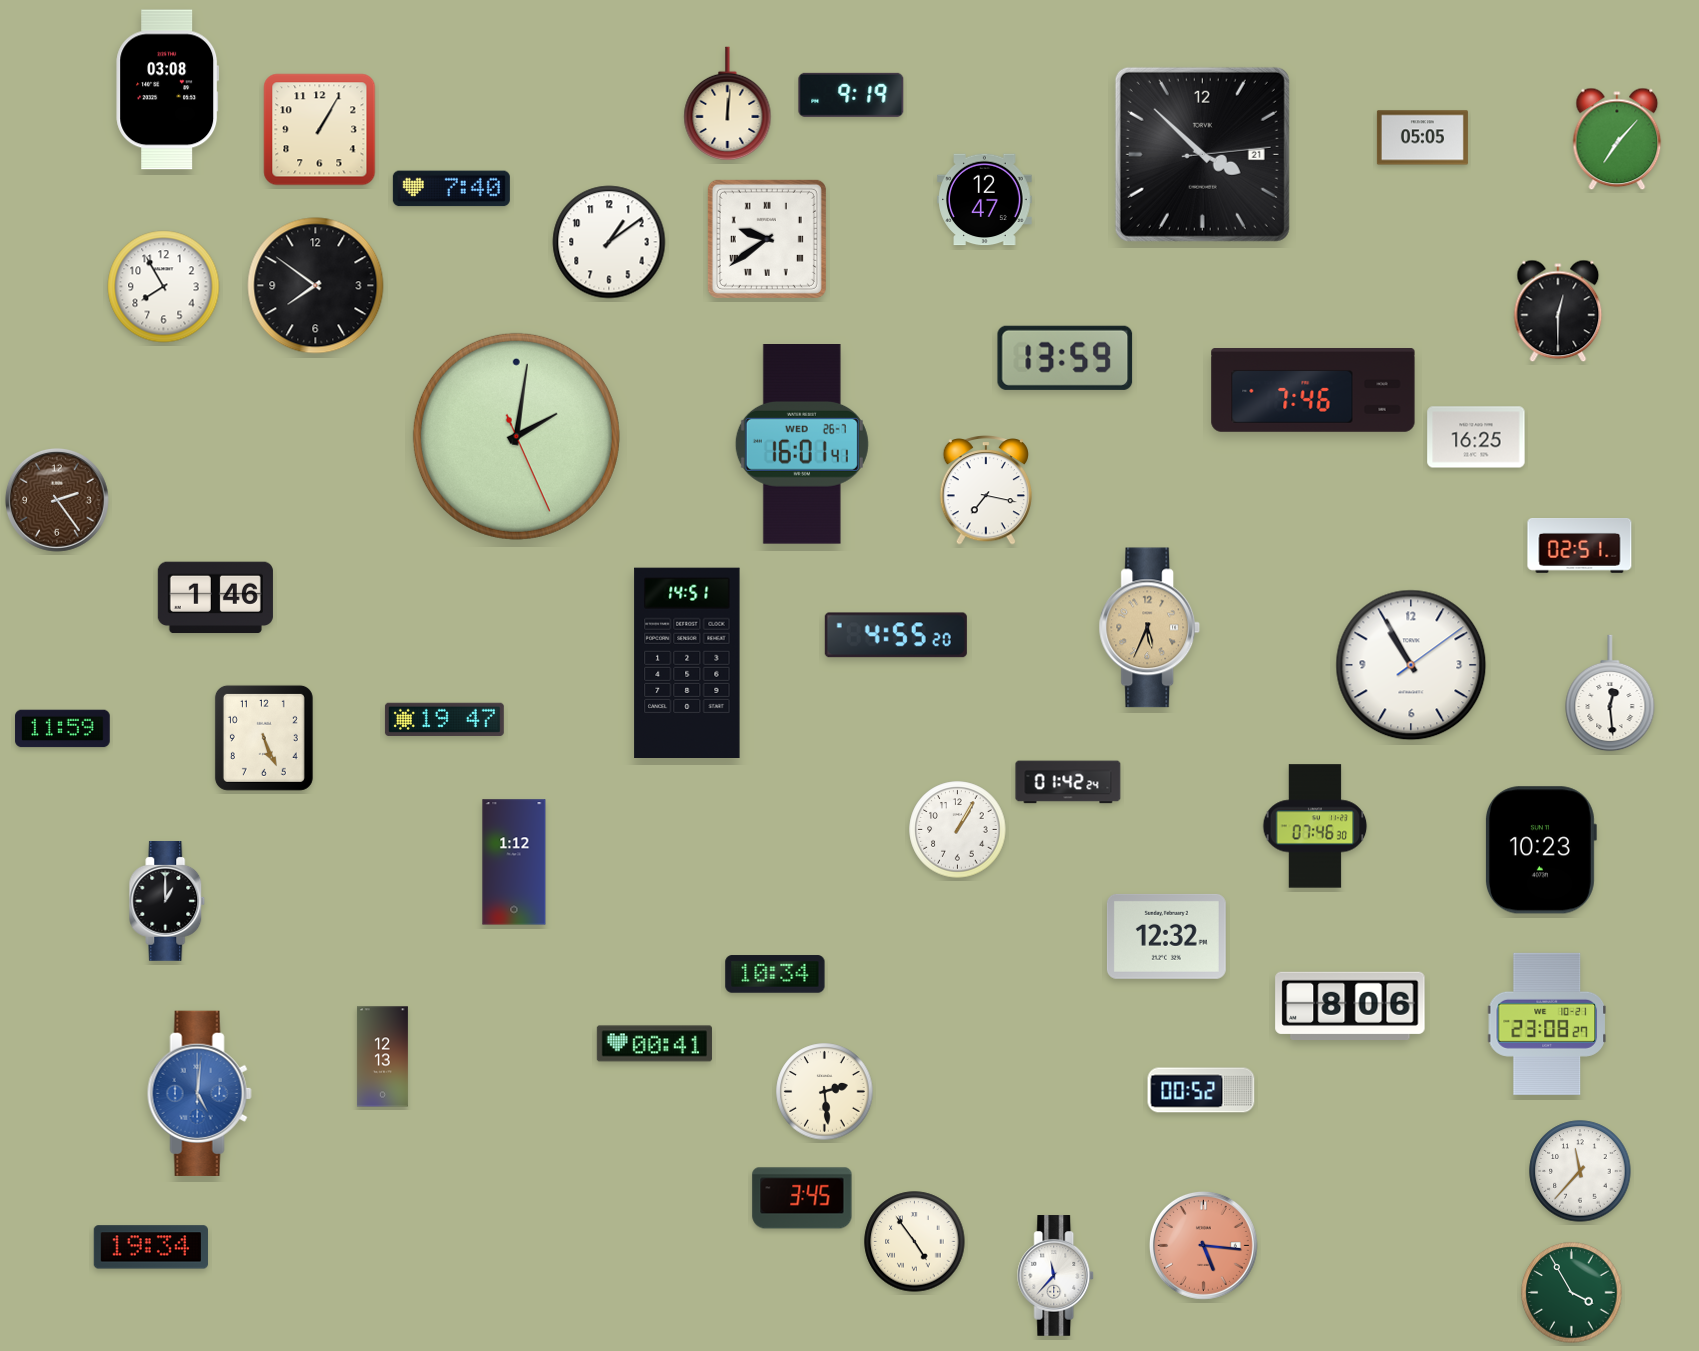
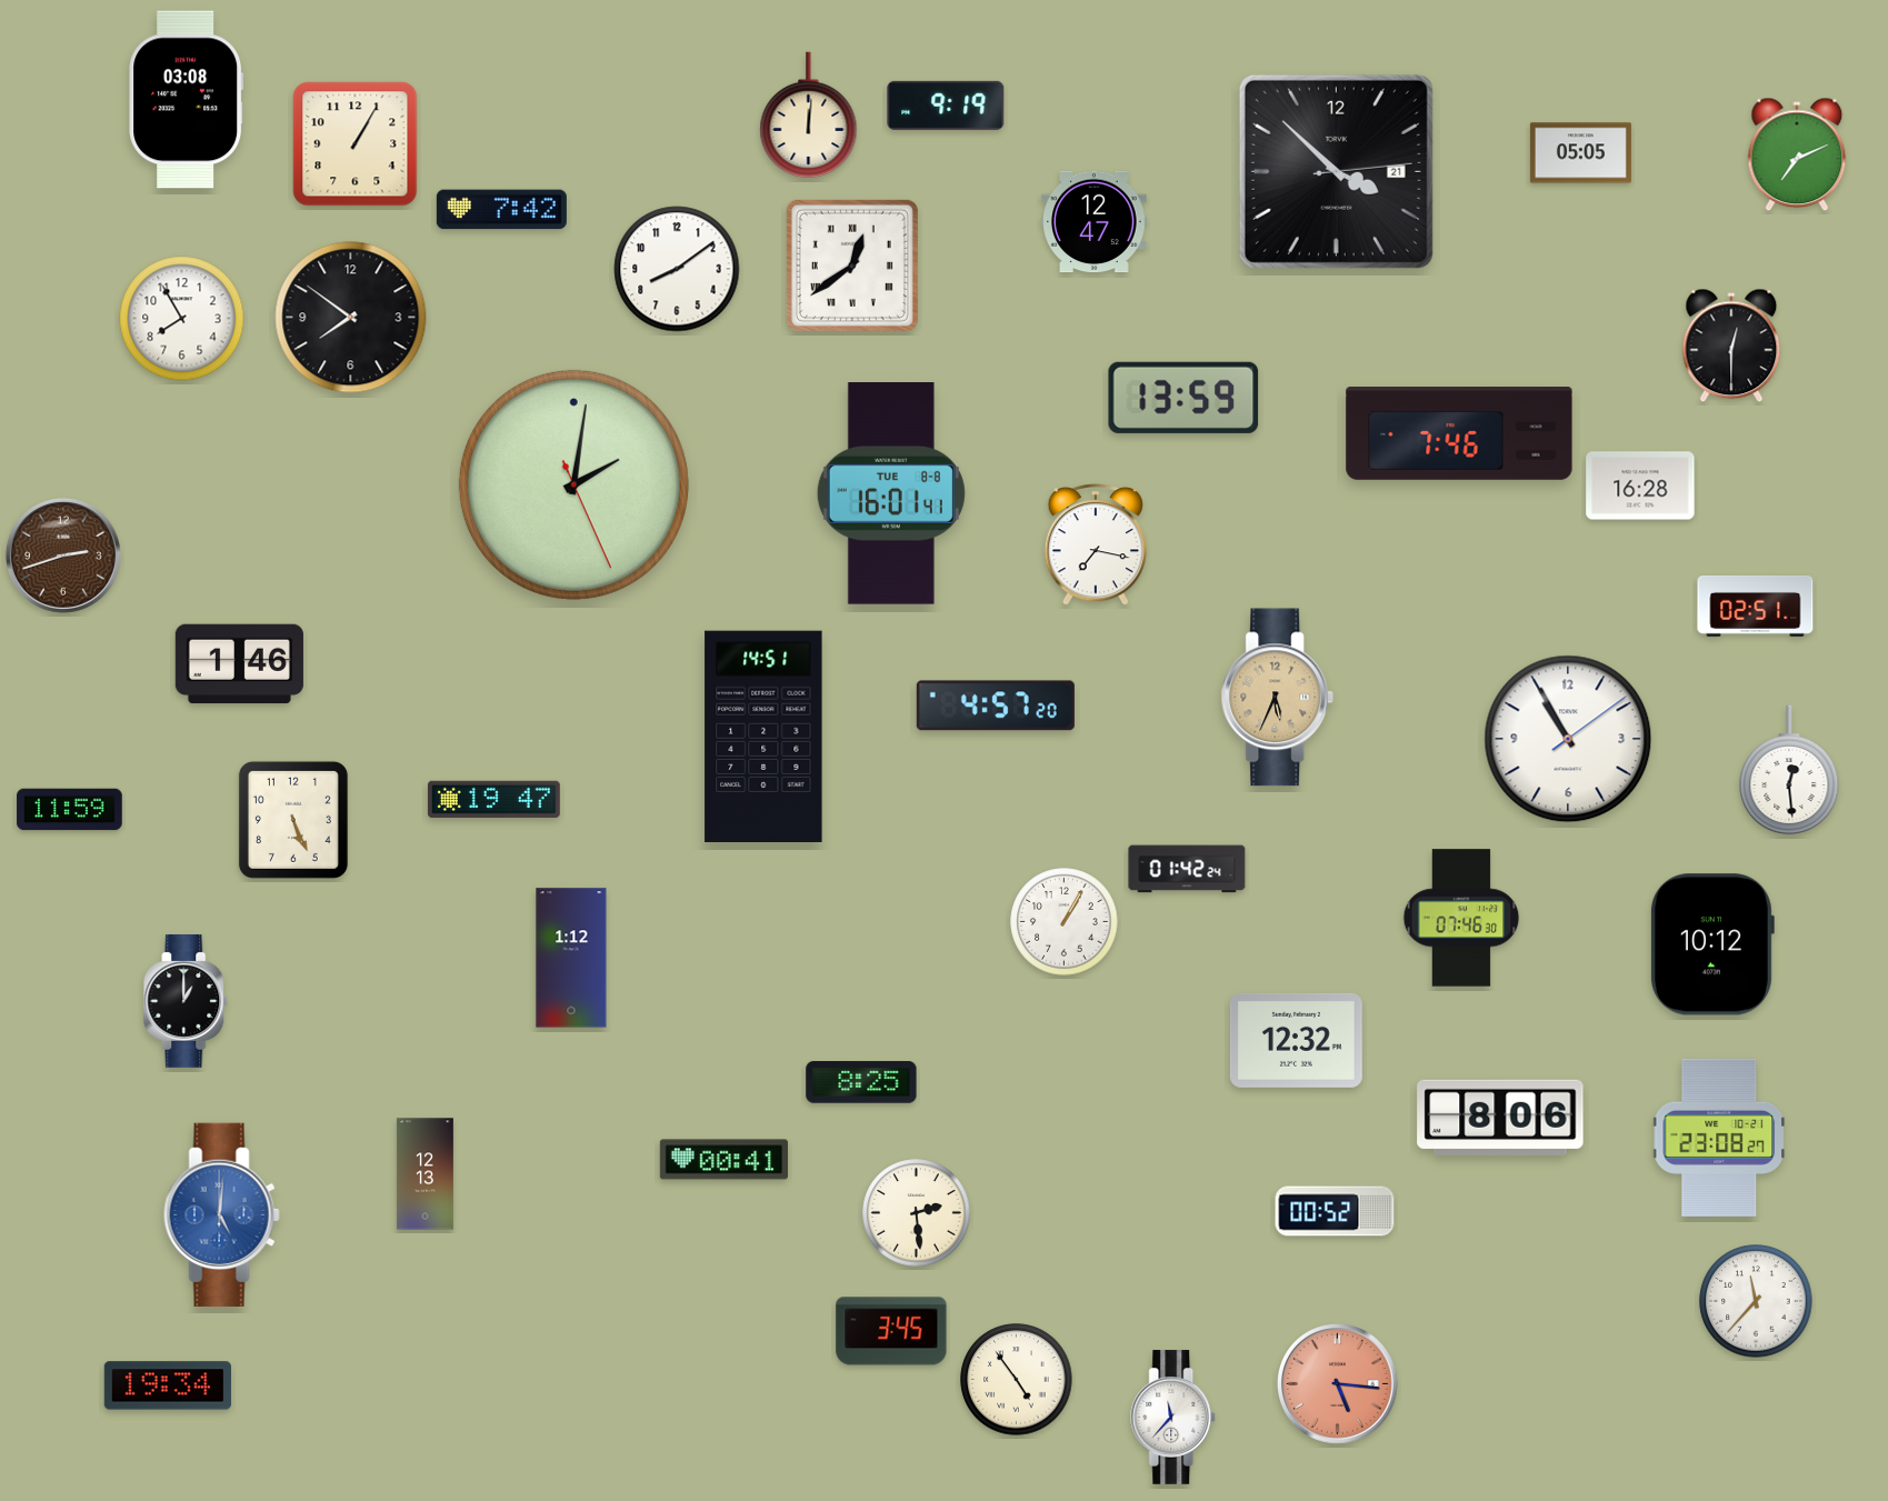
clock at (1617, 139): 7:07 -> 7:11
clock at (451, 189): 7:40 -> 7:42
clock at (767, 239): 9:39 -> 12:39
clock at (609, 242): 1:09 -> 8:09
clock at (1476, 437): 16:25 -> 16:28
clock at (802, 445) date: WED 26-7 -> TUE 8-8
clock at (57, 500): 2:24 -> 2:42
clock at (896, 635): 4:55 -> 4:57
clock at (1540, 850): 10:23 -> 10:12
clock at (775, 974): 10:34 -> 8:25
clock at (654, 1044) position: (654, 1044) -> (723, 1160)
clock at (1572, 1293): 3:55 -> none
